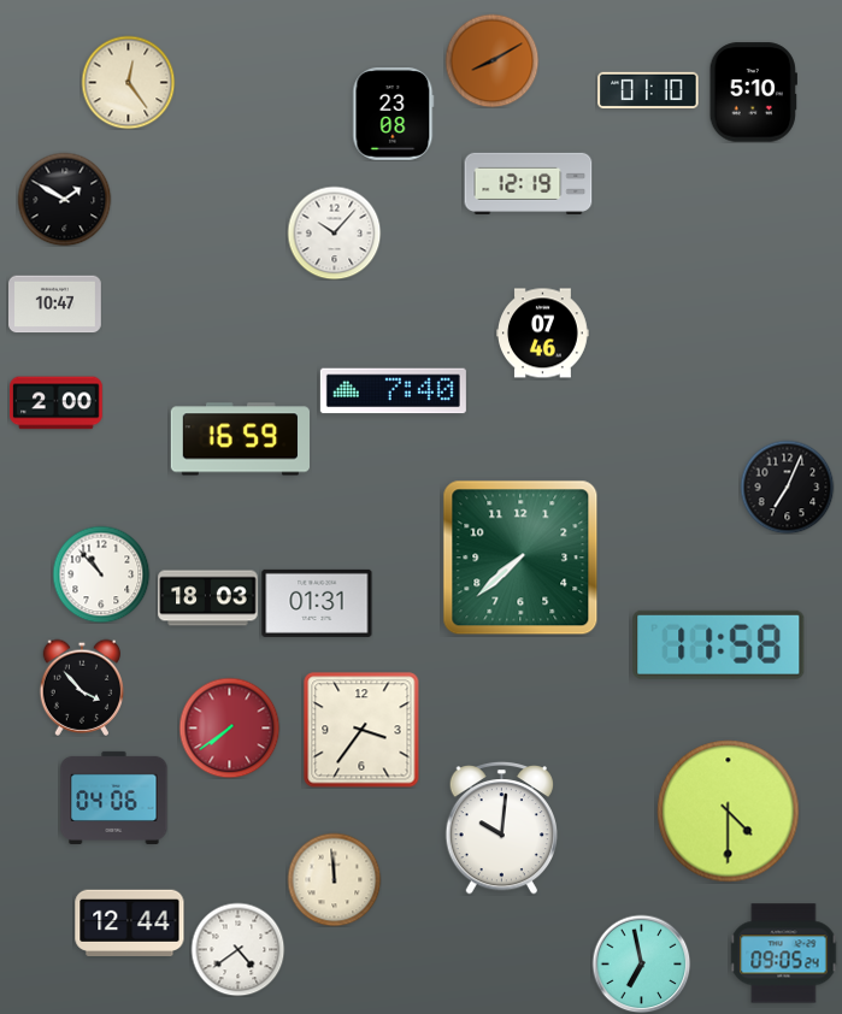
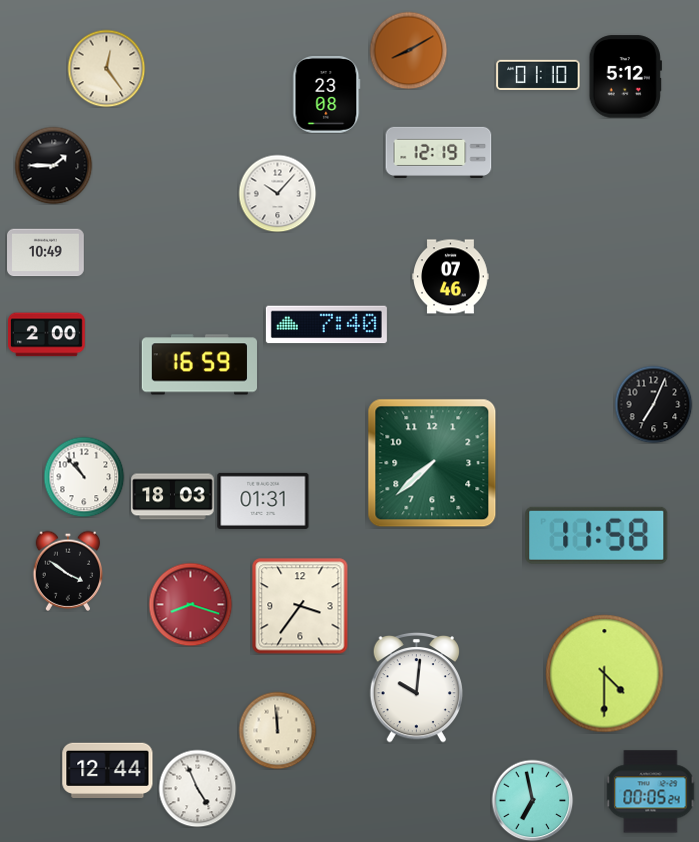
clock at (753, 93): 5:10 -> 5:12
clock at (64, 199): 1:50 -> 1:45
clock at (55, 305): 10:47 -> 10:49
clock at (82, 688): 3:53 -> 3:51
clock at (229, 727): 7:39 -> 8:18
clock at (114, 797): 04:06 -> none
clock at (130, 922) position: (130, 922) -> (108, 770)
clock at (237, 949): 4:39 -> 4:56
clock at (784, 954): 09:05 -> 00:05
